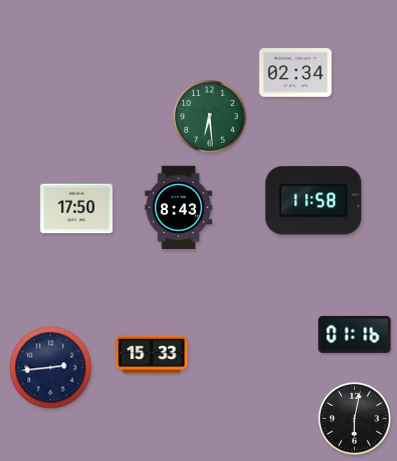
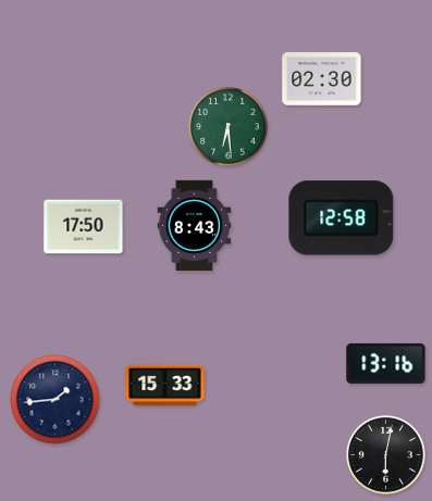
clock at (296, 73): 02:34 -> 02:30
clock at (314, 201): 11:58 -> 12:58
clock at (355, 334): 01:16 -> 13:16
clock at (51, 368): 2:44 -> 1:44
